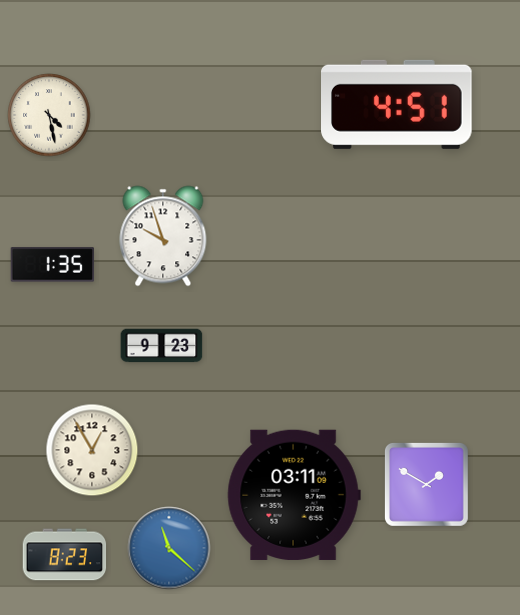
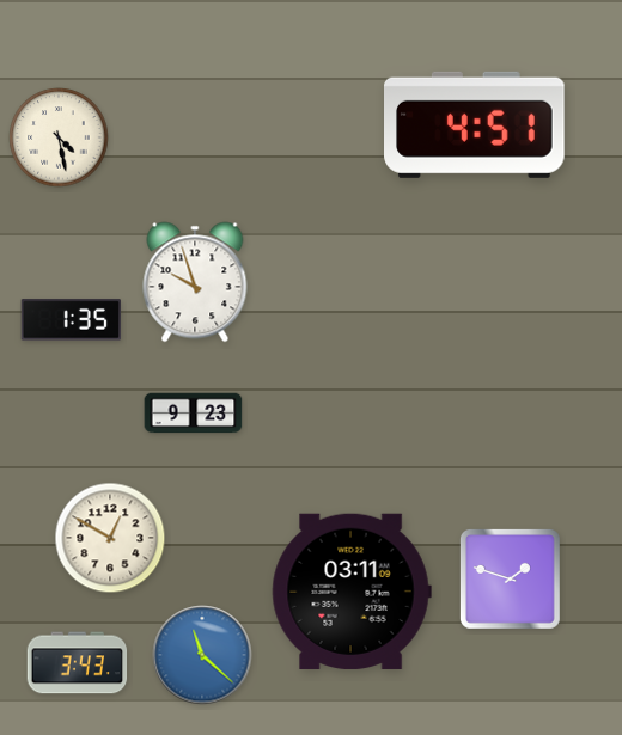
clock at (52, 265) position: (52, 265) -> (71, 320)
clock at (92, 450): 12:55 -> 12:50
clock at (426, 484): 1:50 -> 1:48
clock at (65, 555): 8:23 -> 3:43
